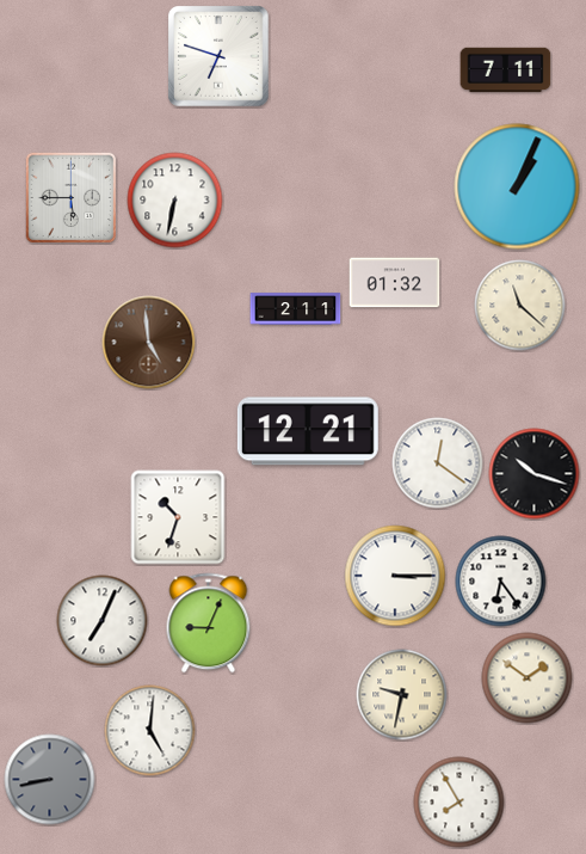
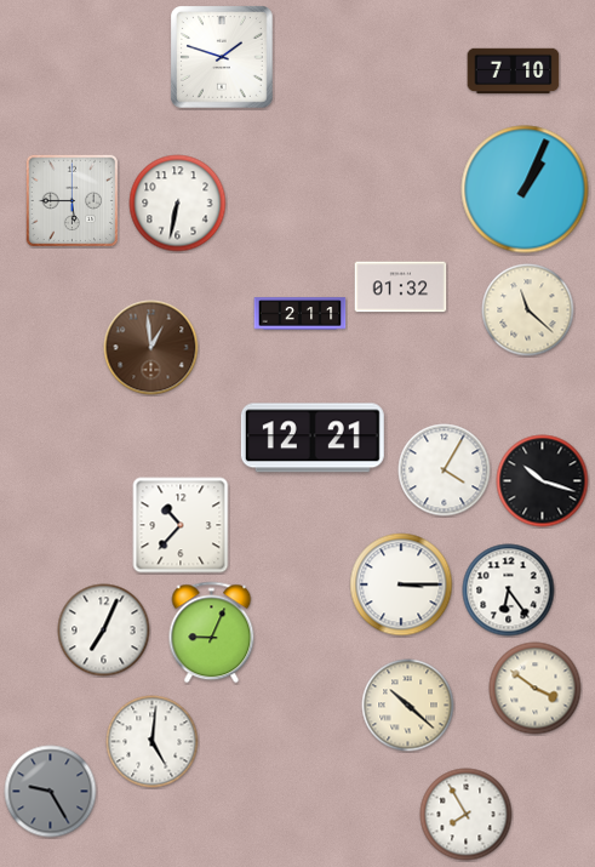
clock at (220, 57): 6:48 -> 1:48
clock at (506, 70): 7:11 -> 7:10
clock at (149, 343): 4:59 -> 12:59
clock at (438, 463): 12:21 -> 4:05
clock at (178, 517): 10:33 -> 10:37
clock at (528, 678): 1:51 -> 3:51
clock at (402, 695): 9:32 -> 10:22
clock at (50, 780): 8:43 -> 9:25
